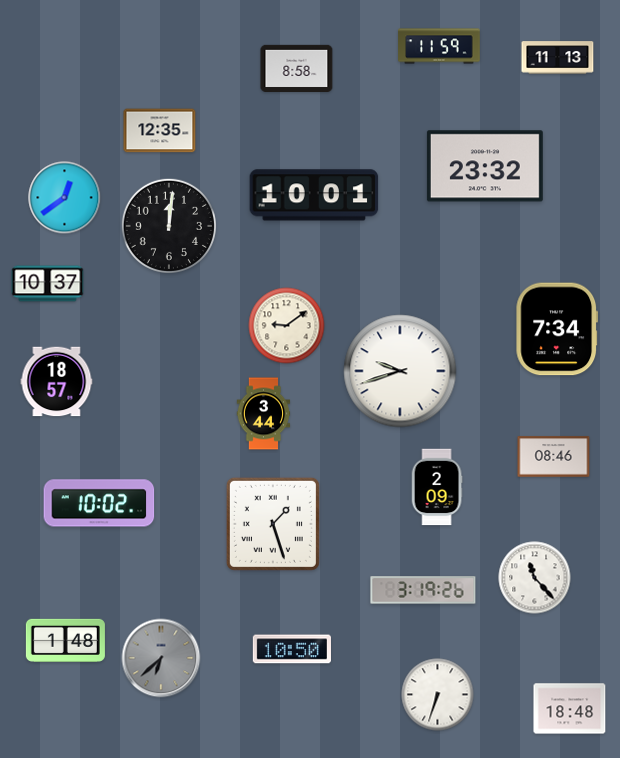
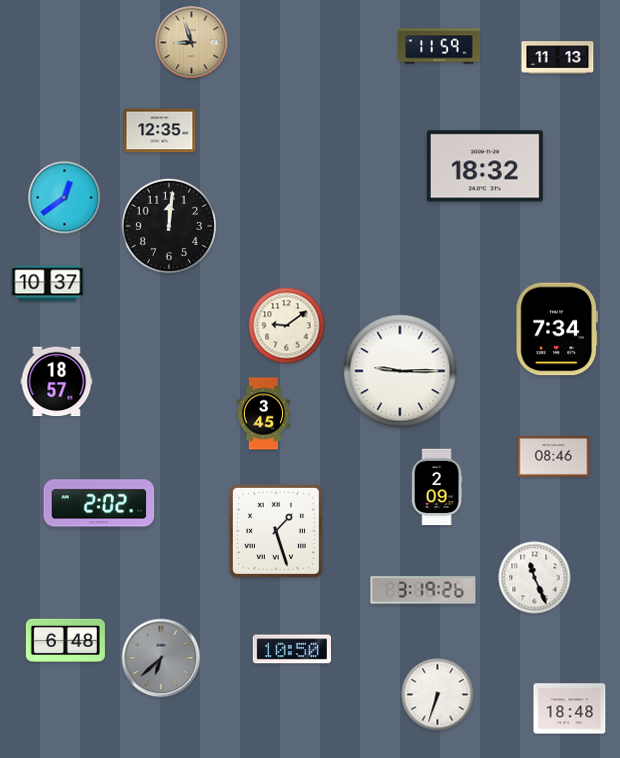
clock at (192, 43): none -> 8:57
clock at (297, 68): 8:58 -> none
clock at (485, 166): 23:32 -> 18:32
clock at (314, 195): 10:01 -> none
clock at (400, 371): 9:42 -> 9:15
clock at (264, 414): 3:44 -> 3:45
clock at (99, 503): 10:02 -> 2:02
clock at (273, 524) position: (273, 524) -> (276, 531)
clock at (535, 578): 11:23 -> 11:26
clock at (65, 640): 1:48 -> 6:48
